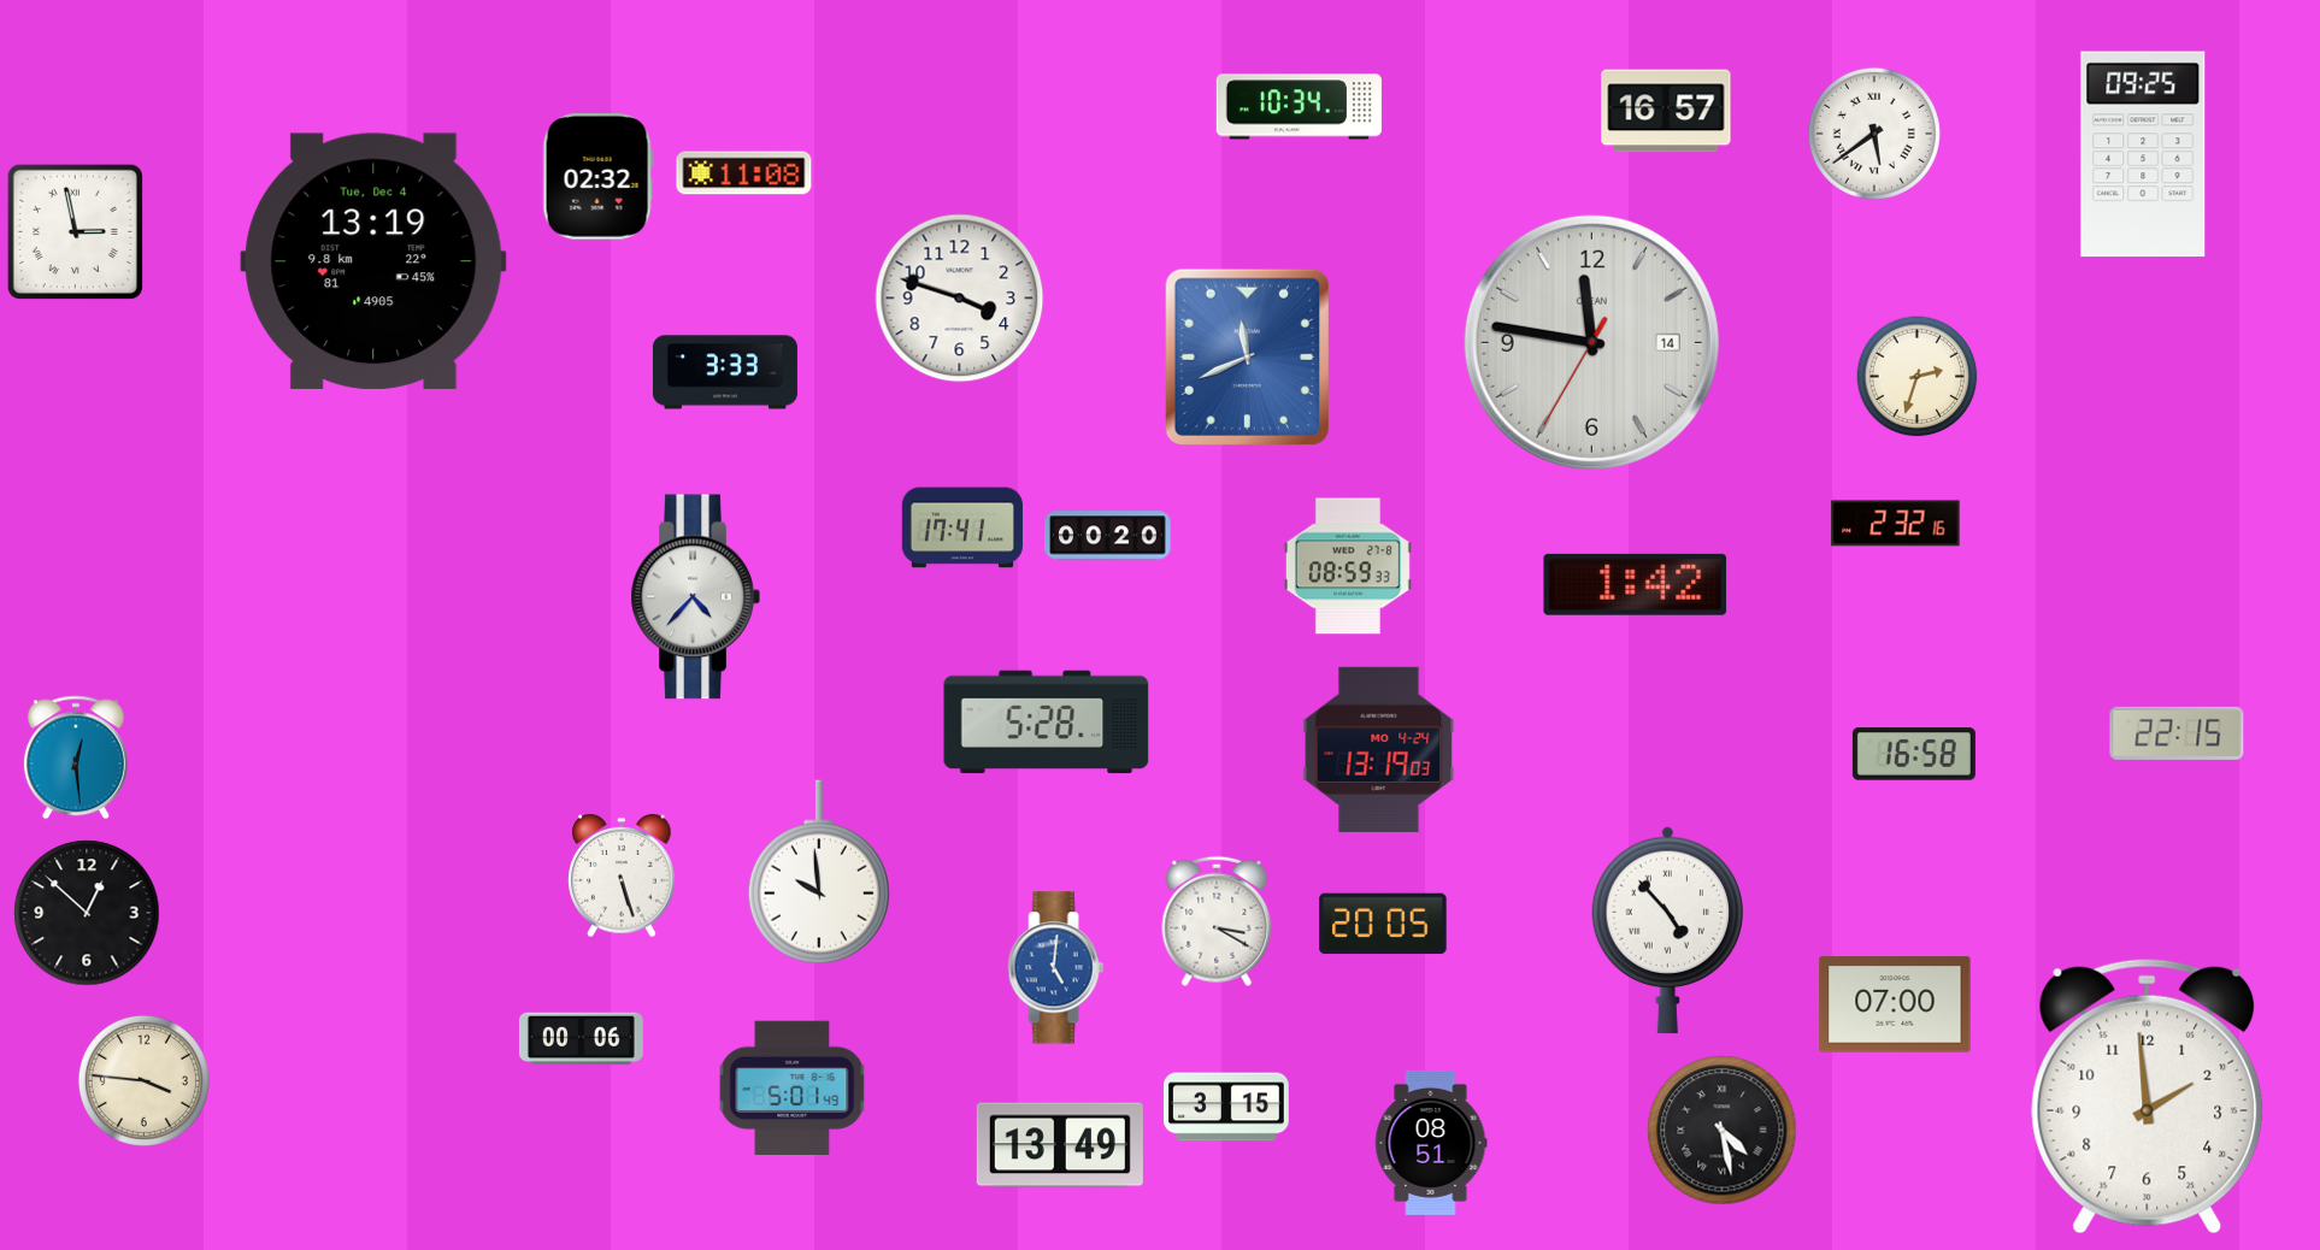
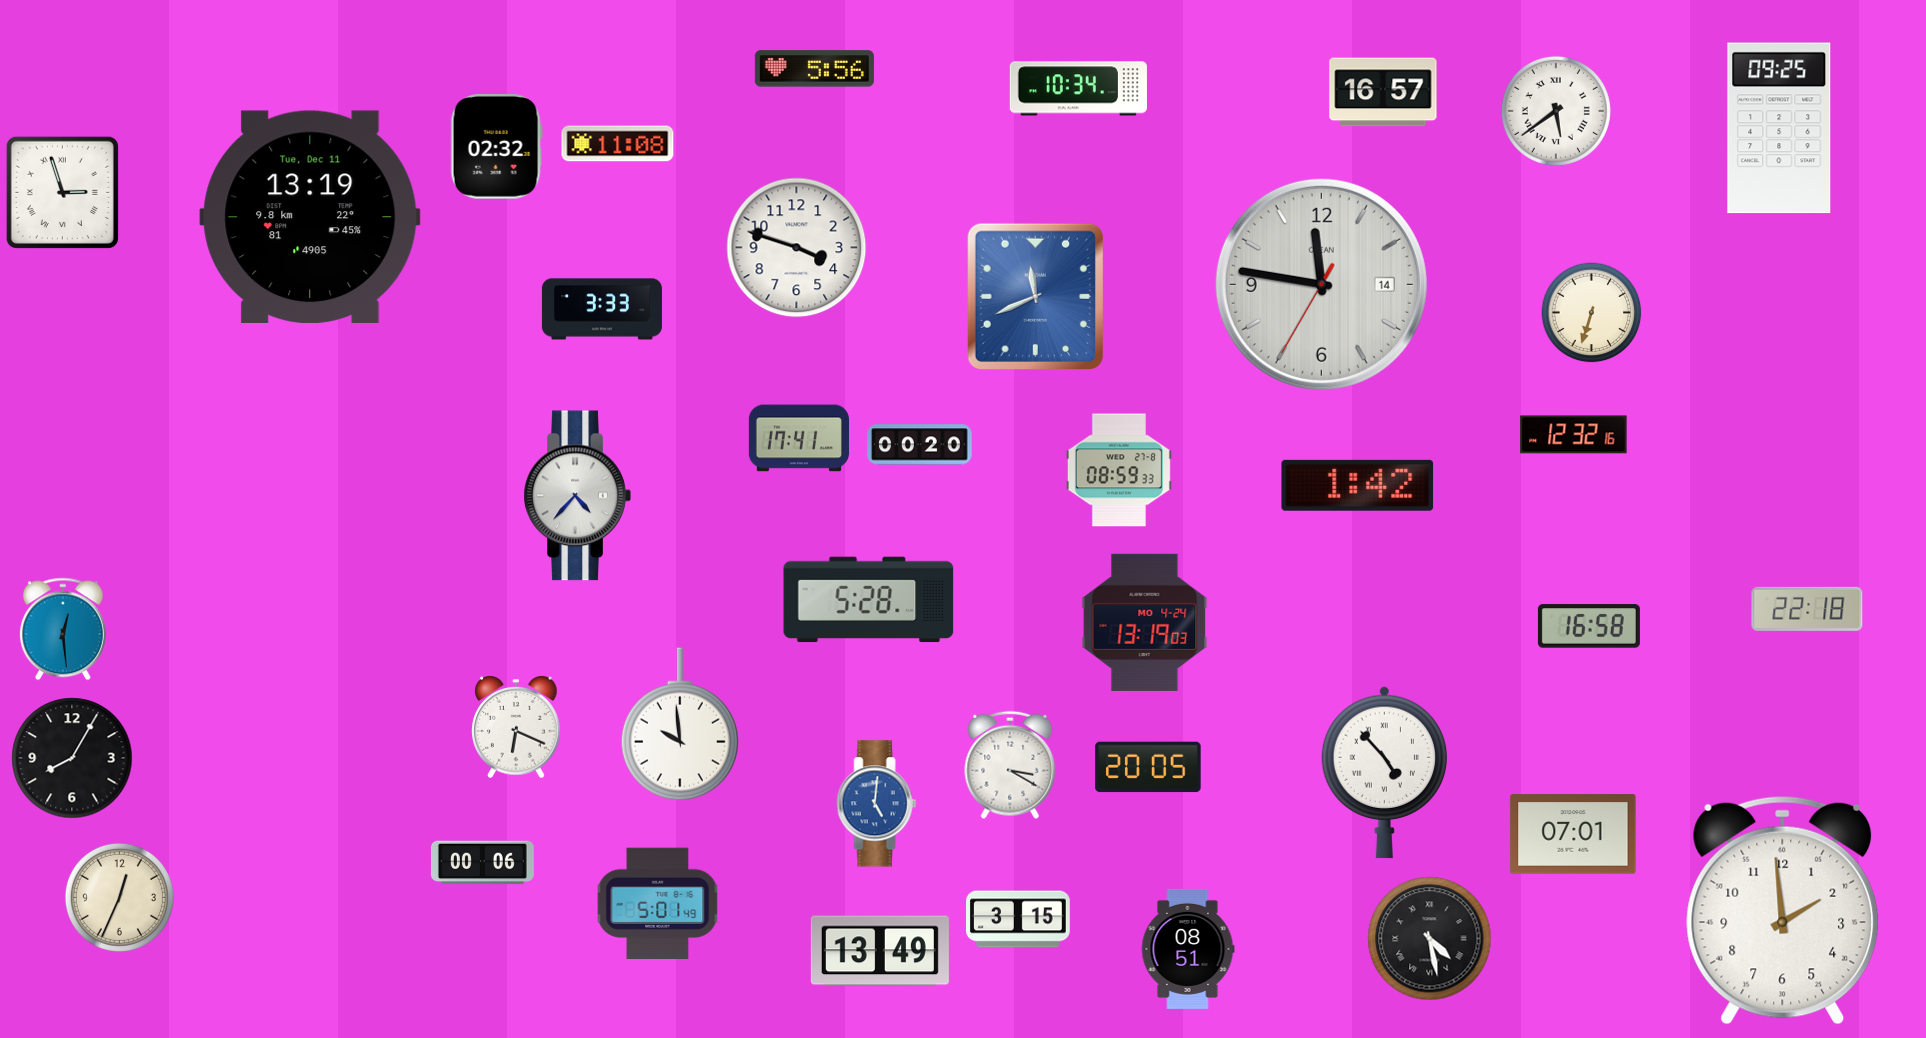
clock at (814, 69): none -> 5:56
clock at (75, 231): 2:58 -> 2:57
clock at (373, 261) date: Tue, Dec 4 -> Tue, Dec 11
clock at (1918, 377): 2:33 -> 6:33
clock at (1896, 524): 2:32 -> 12:32
clock at (2177, 733): 22:15 -> 22:18
clock at (622, 877): 5:27 -> 6:19
clock at (87, 913): 12:52 -> 8:05
clock at (1895, 1004): 07:00 -> 07:01
clock at (143, 1080): 3:46 -> 12:34
